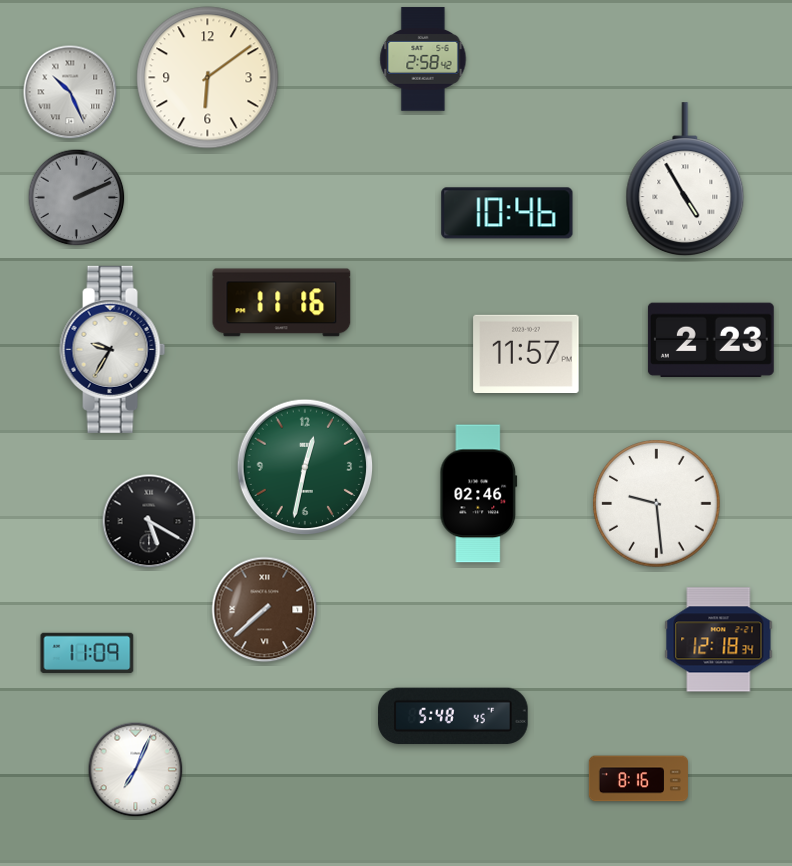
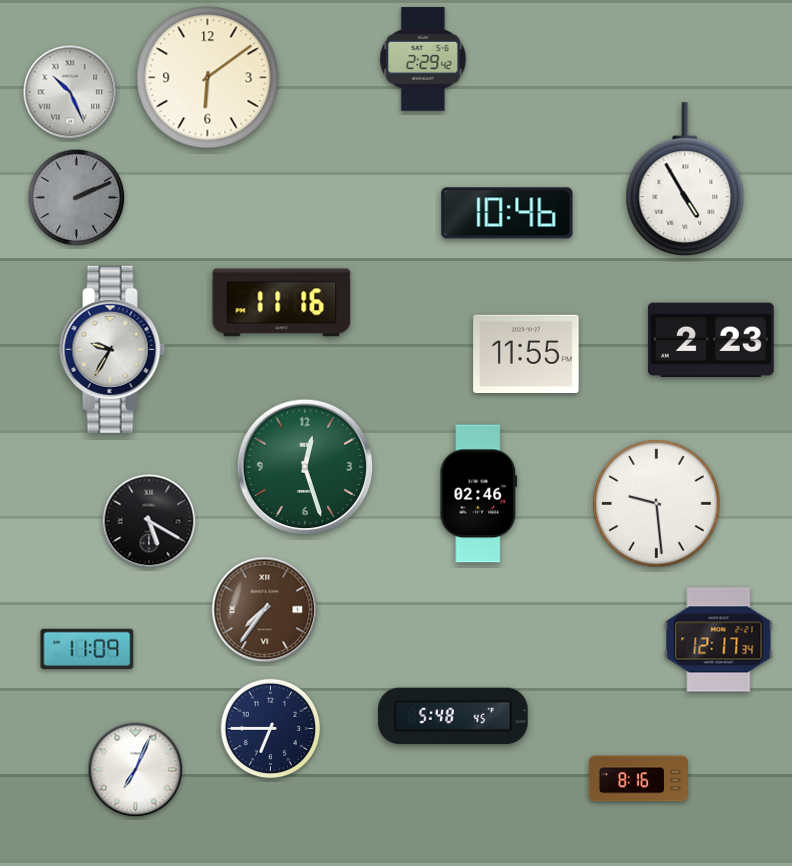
clock at (423, 59): 2:58 -> 2:29
clock at (526, 353): 11:57 -> 11:55
clock at (305, 467): 12:32 -> 12:27
clock at (265, 610): 7:38 -> 7:36
clock at (719, 640): 12:18 -> 12:17
clock at (87, 652) position: (87, 652) -> (87, 648)
clock at (271, 729): none -> 6:45
